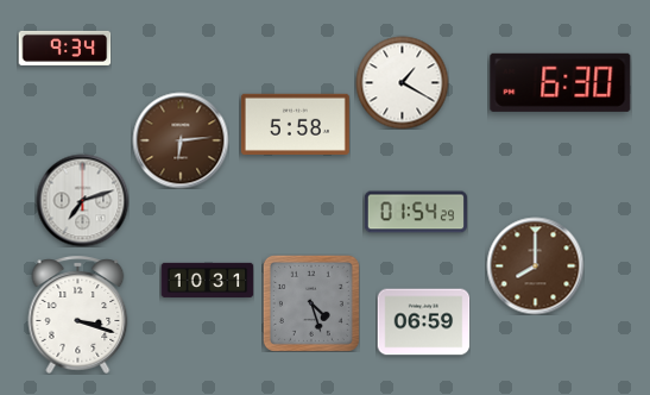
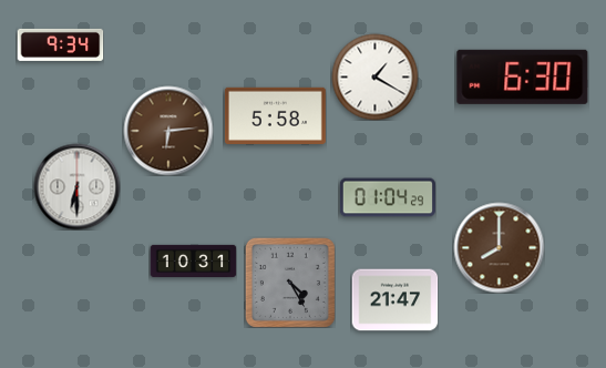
clock at (82, 200): 7:12 -> 6:30
clock at (416, 212): 01:54 -> 01:04
clock at (311, 303): 4:27 -> 4:25
clock at (78, 314): 3:18 -> none
clock at (423, 322): 06:59 -> 21:47
